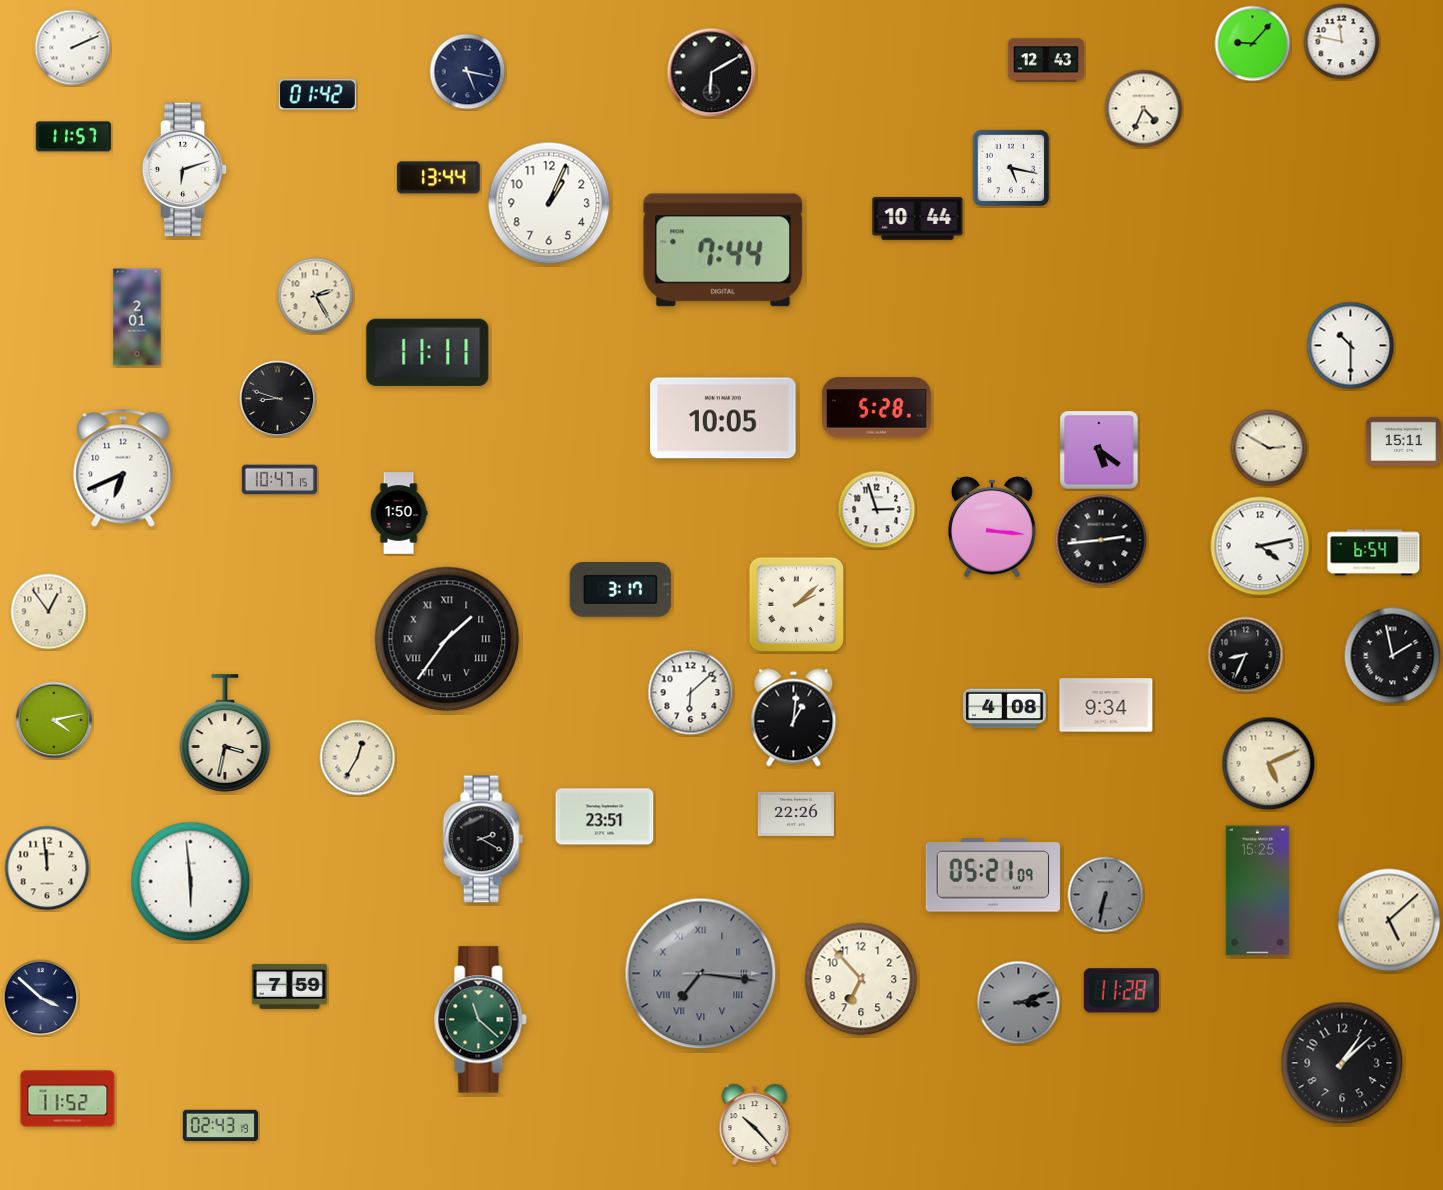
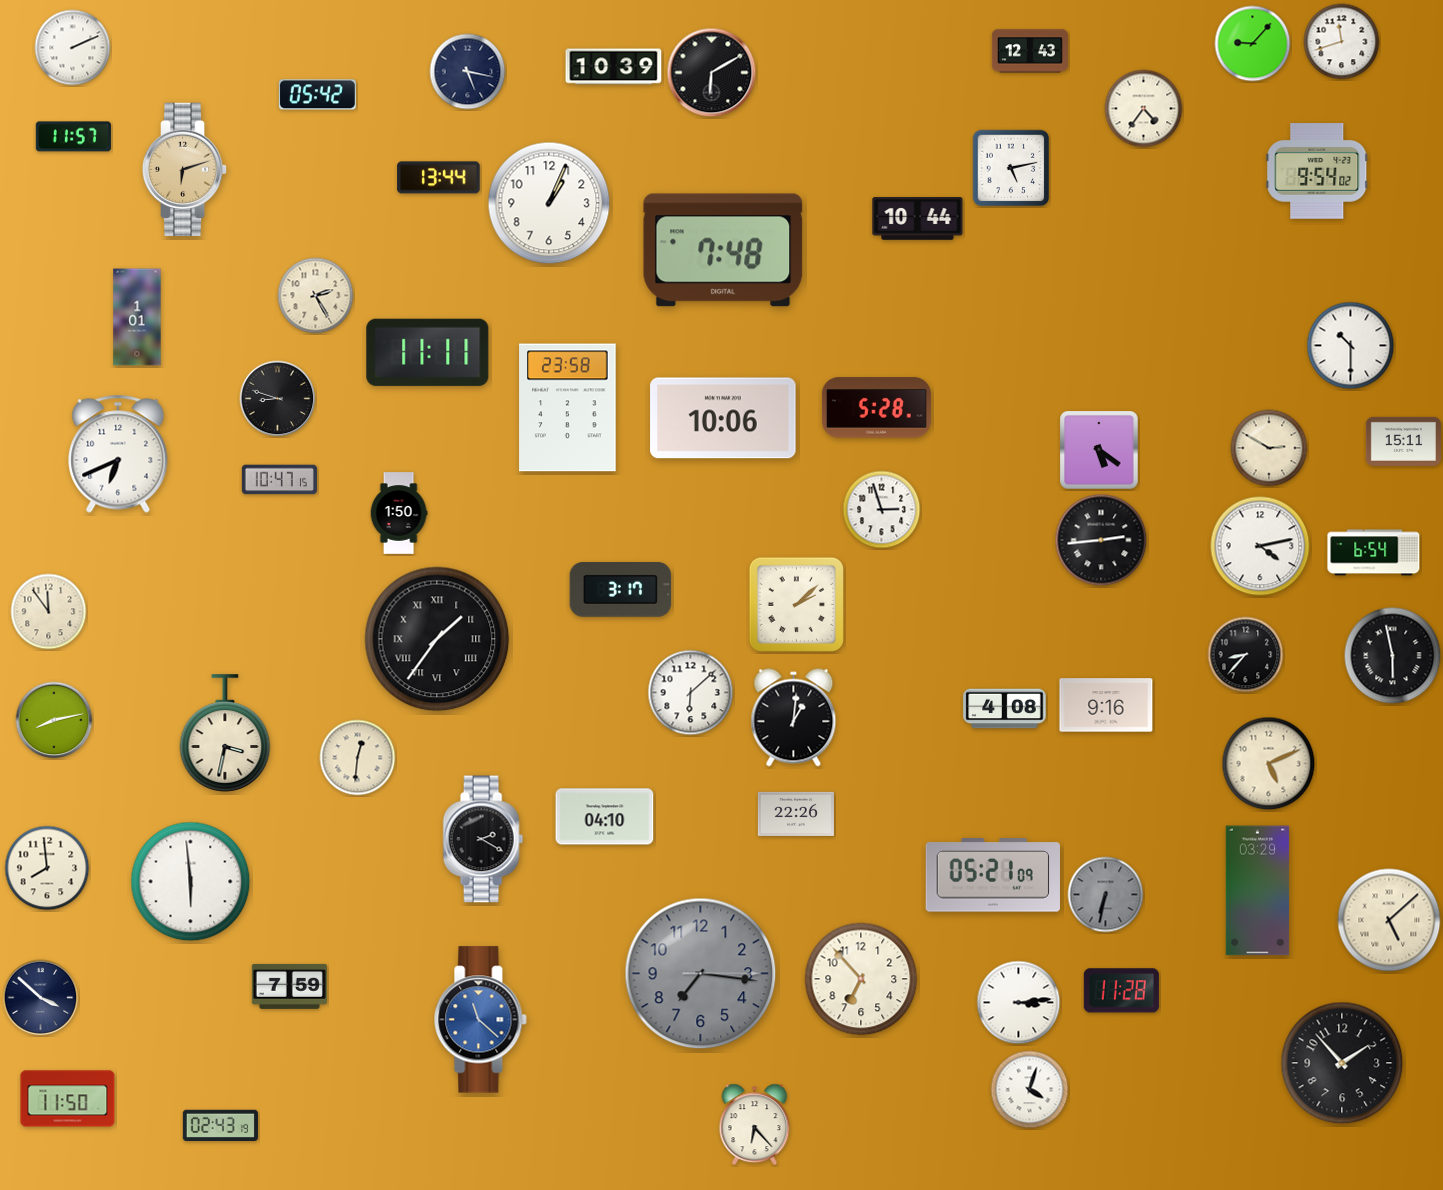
clock at (1342, 42): 11:47 -> 11:42
clock at (1046, 60) position: (1046, 60) -> (1030, 51)
clock at (614, 67): none -> 10:39
clock at (317, 95): 01:42 -> 05:42
clock at (1144, 109): 4:34 -> 4:36
clock at (1011, 168): 5:17 -> 5:13
clock at (185, 170) dial: white -> champagne
clock at (1317, 172): none -> 9:54
clock at (723, 250): 7:44 -> 7:48
clock at (137, 317): 2:01 -> 1:01
clock at (568, 408): none -> 23:58
clock at (723, 418): 10:05 -> 10:06
clock at (123, 468) position: (123, 468) -> (118, 454)
clock at (877, 510) position: (877, 510) -> (882, 510)
clock at (992, 527): 3:16 -> none
clock at (49, 612): 12:54 -> 11:54
clock at (447, 639) position: (447, 639) -> (437, 639)
clock at (1246, 655): 8:34 -> 8:37
clock at (1393, 656): 1:58 -> 5:58
clock at (1106, 705): 9:34 -> 9:16
clock at (54, 720): 4:13 -> 8:13
clock at (358, 758): 12:35 -> 12:31
clock at (605, 817): 23:51 -> 04:10
clock at (47, 868): 11:59 -> 7:59
clock at (1258, 891): 15:25 -> 03:29
clock at (701, 974) numerals: Roman -> Arabic
clock at (1019, 1003): 3:12 -> 3:14
clock at (1019, 1003) dial: grey -> white
clock at (481, 1020) dial: green -> blue
clock at (1342, 1063): 1:08 -> 1:53
clock at (1030, 1090): none -> 4:03
clock at (68, 1099): 11:52 -> 11:50
clock at (755, 1125): 10:23 -> 6:23
